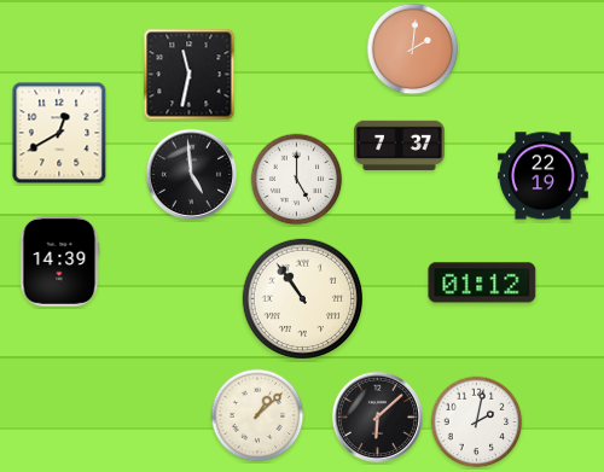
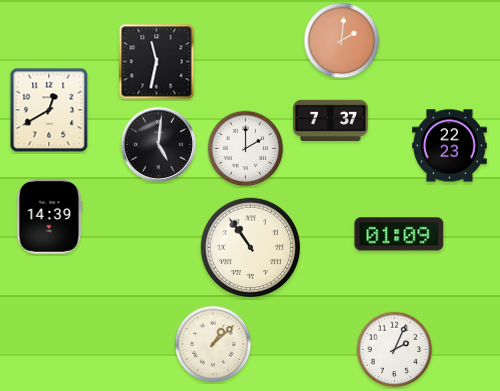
clock at (191, 174): 4:59 -> 5:01
clock at (544, 176): 22:19 -> 22:23
clock at (297, 180): 5:00 -> 2:00
clock at (482, 282): 01:12 -> 01:09
clock at (377, 416): 6:08 -> none
clock at (477, 423): 2:02 -> 2:04
